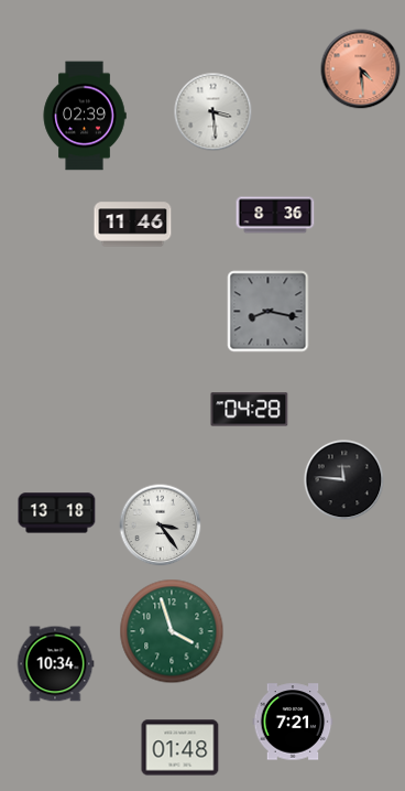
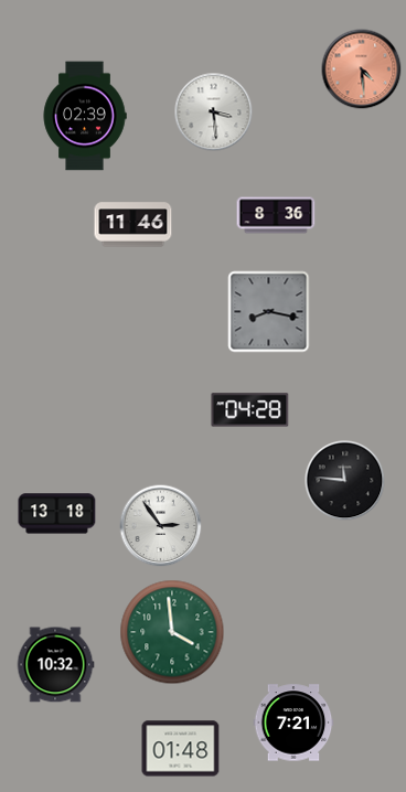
clock at (161, 525): 3:24 -> 2:54
clock at (172, 631): 3:57 -> 3:59
clock at (55, 664): 10:34 -> 10:32
